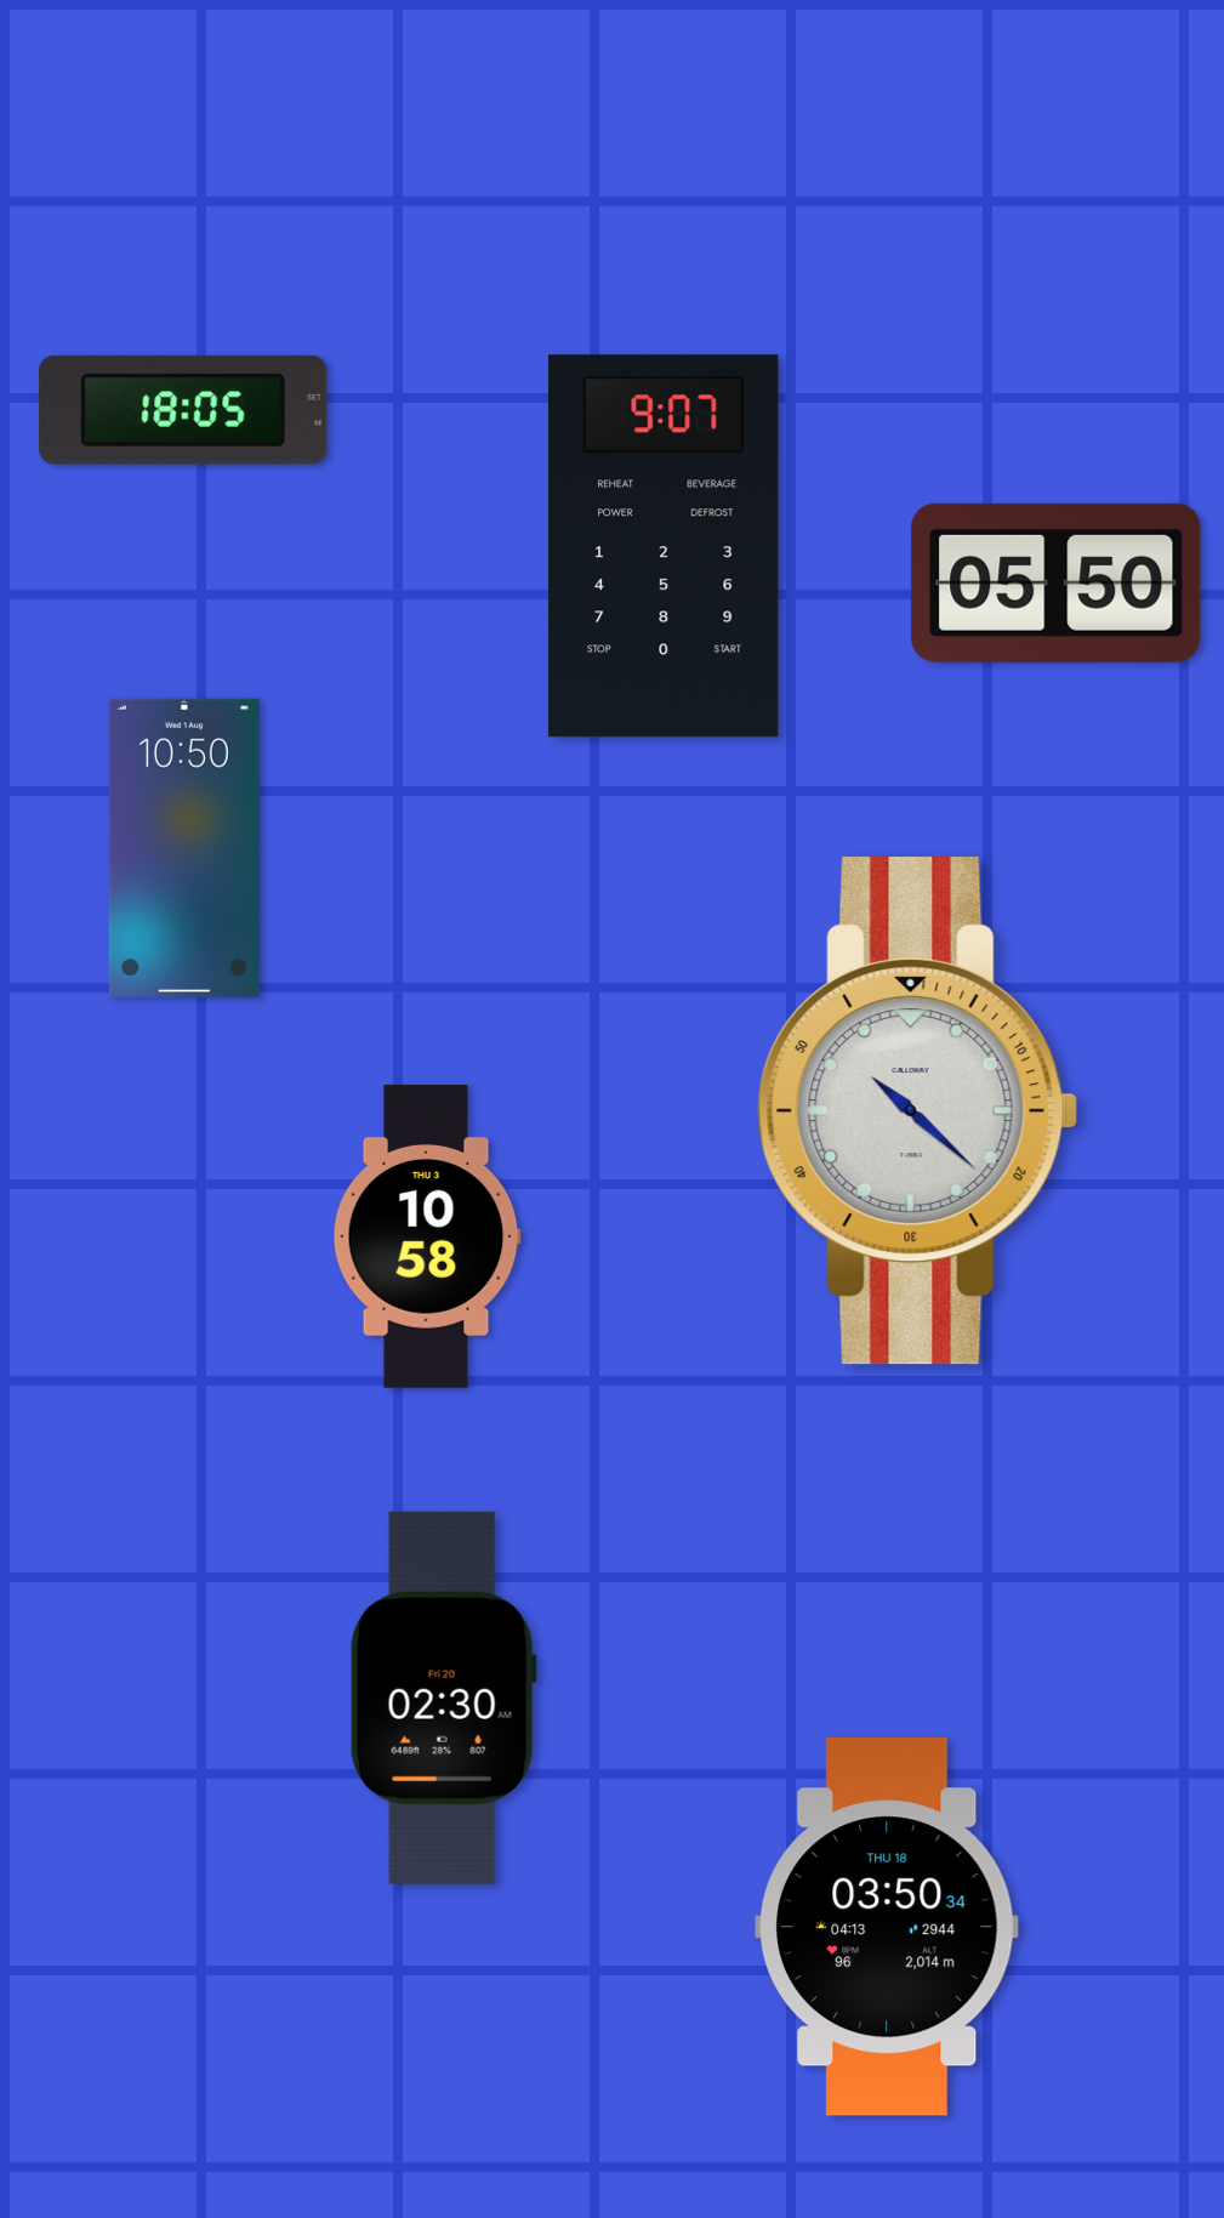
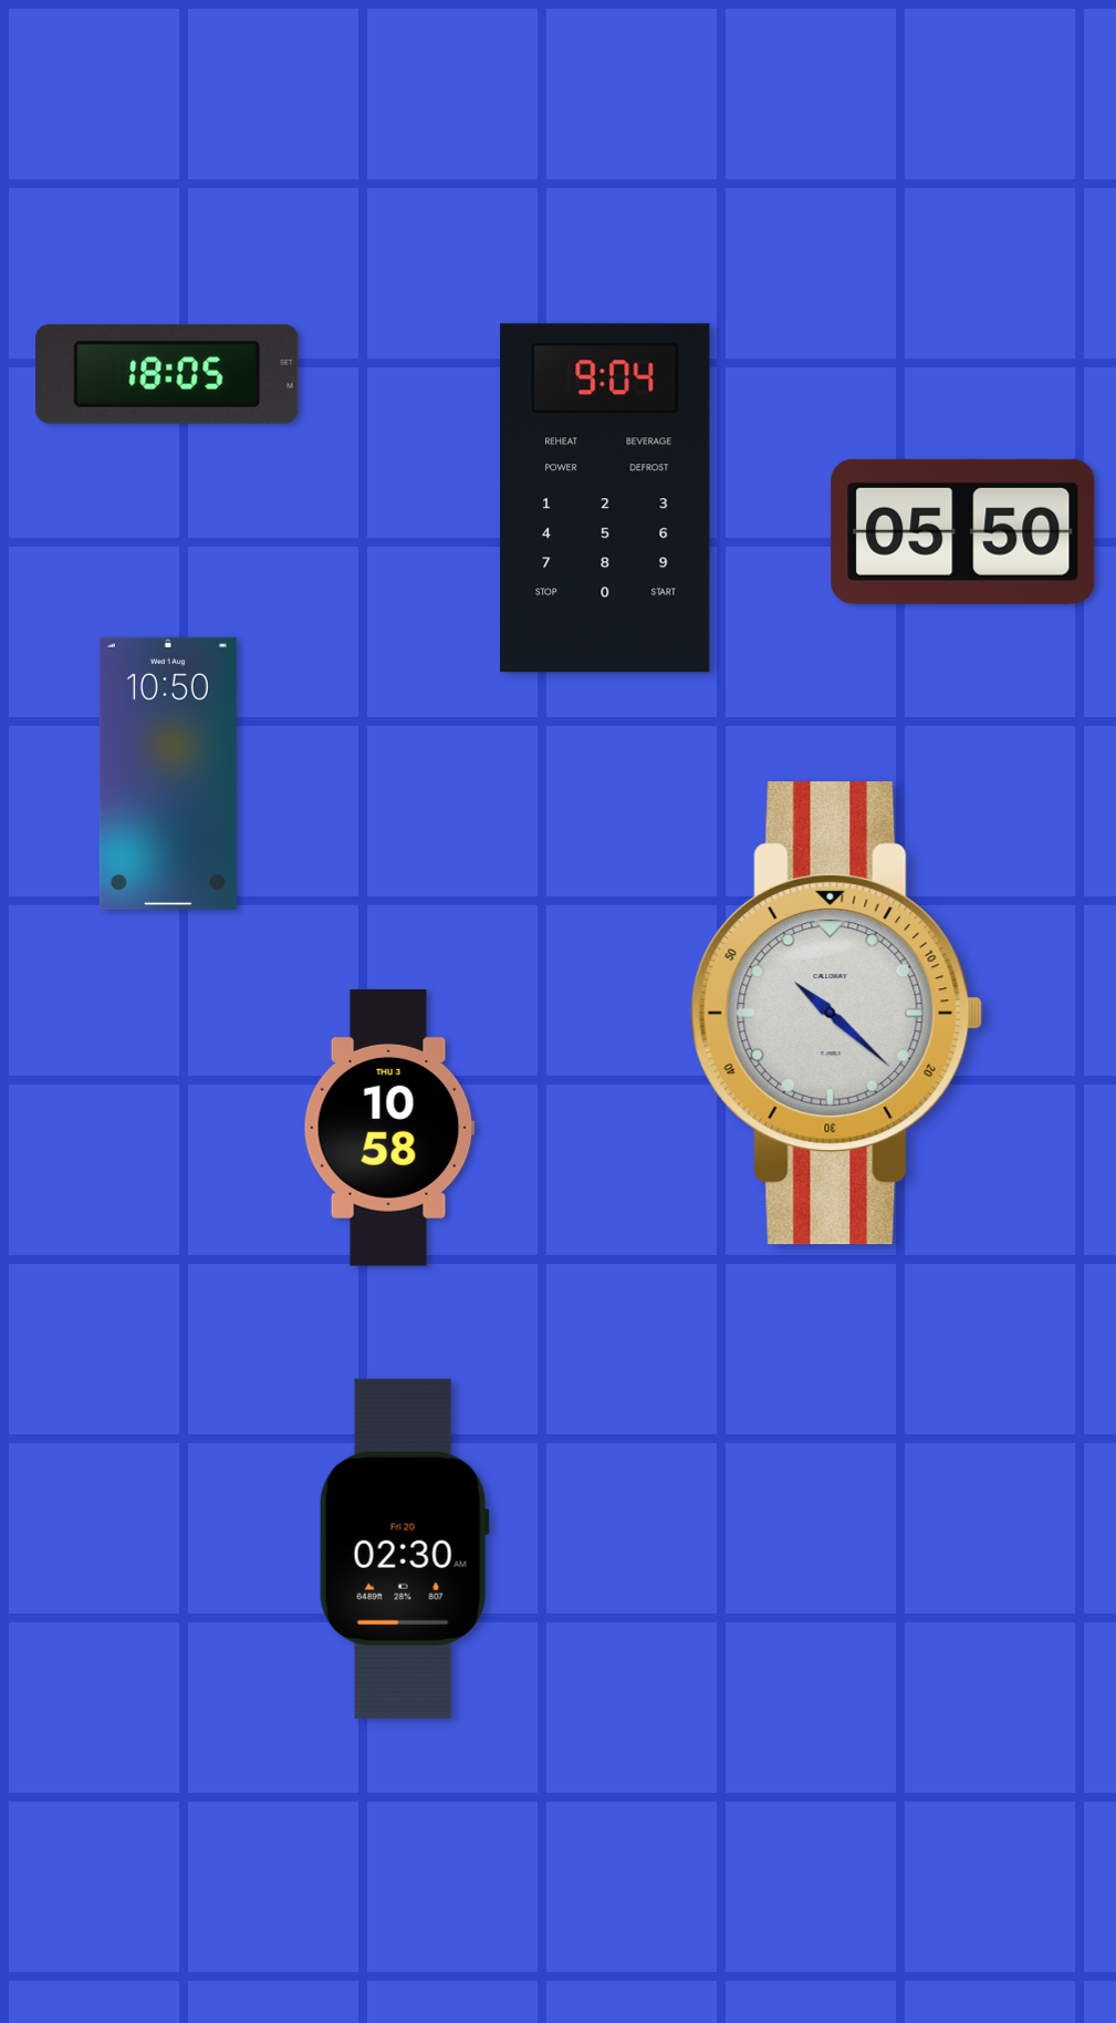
clock at (664, 546): 9:07 -> 9:04
clock at (887, 1928): 03:50 -> none
